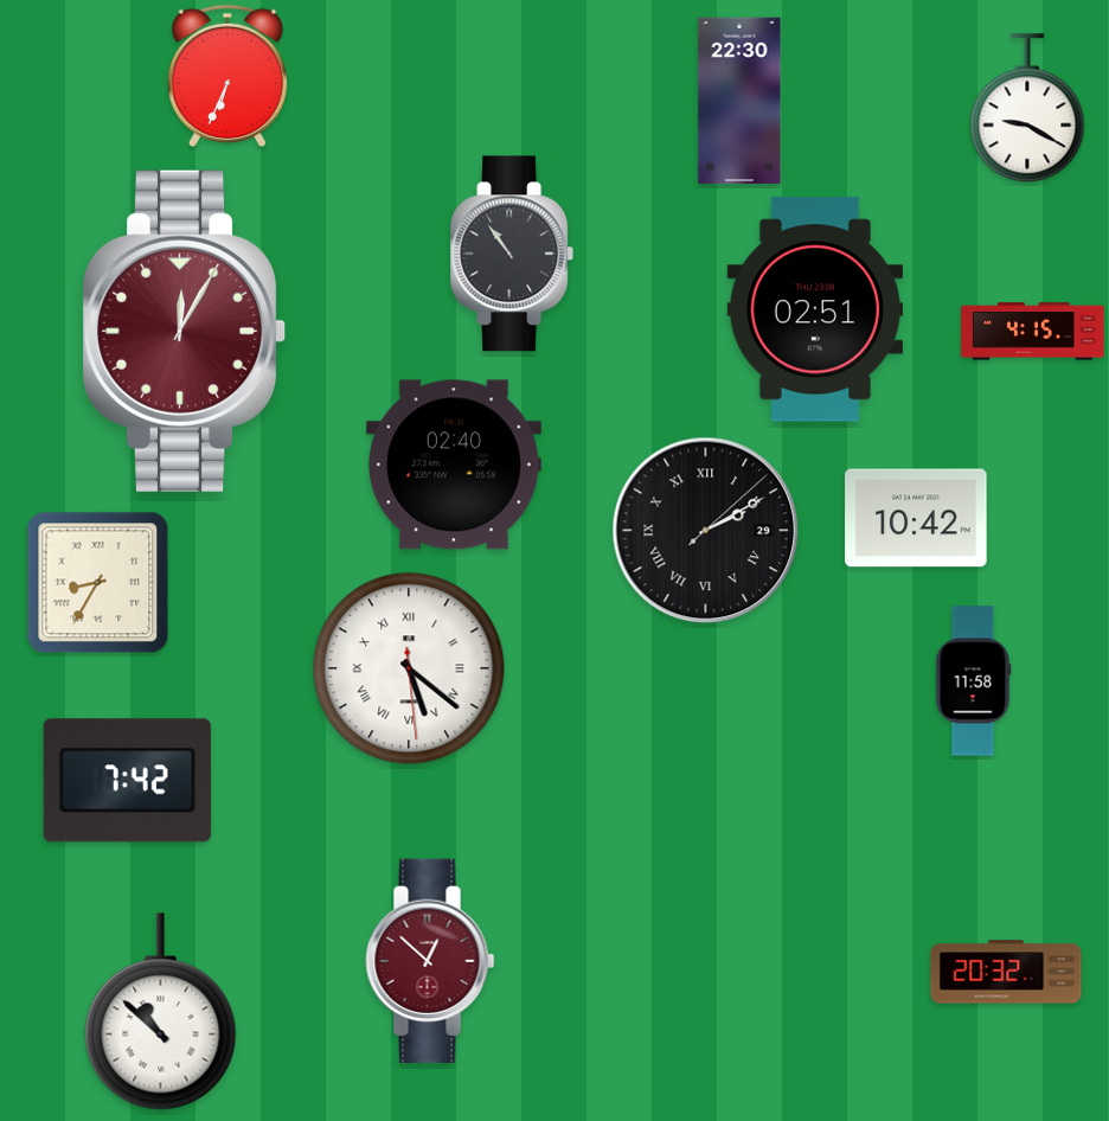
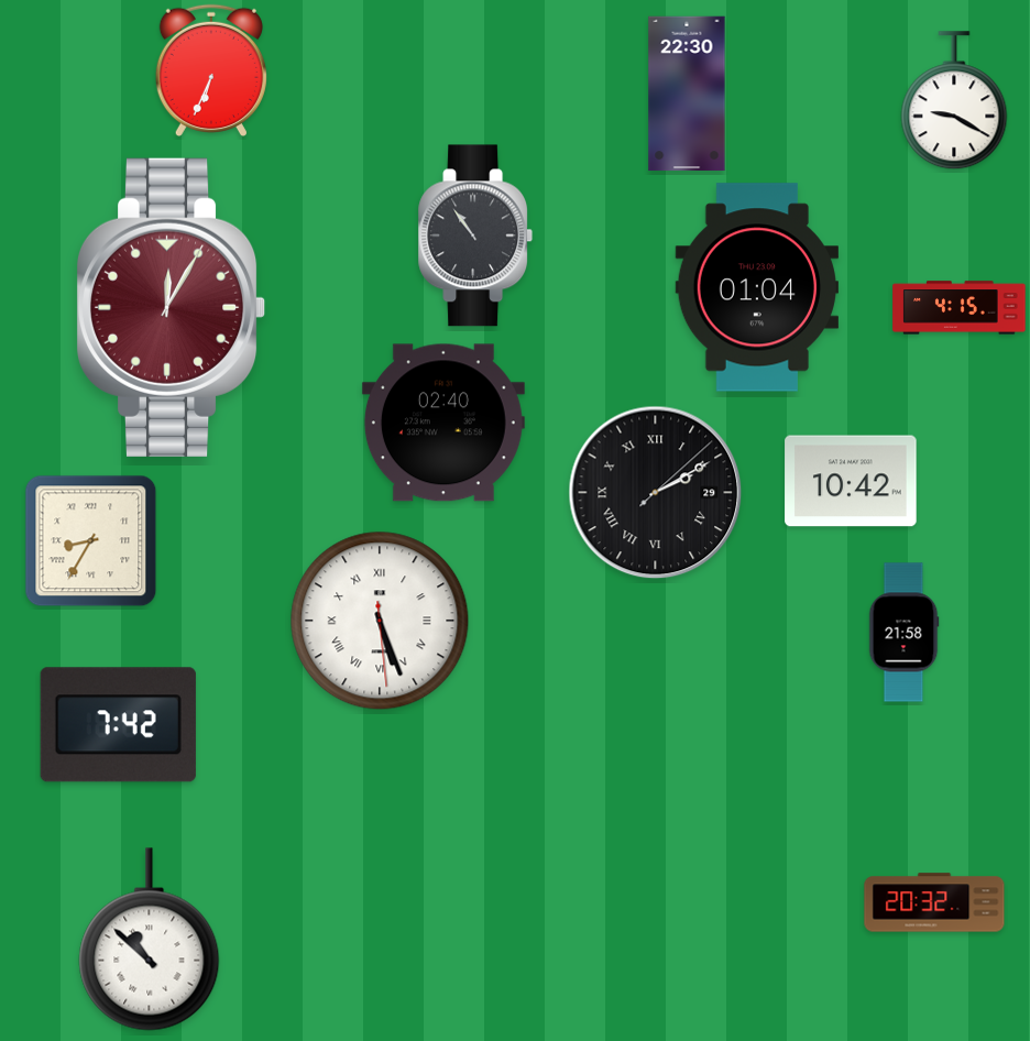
clock at (814, 309): 02:51 -> 01:04
clock at (454, 465) position: (454, 465) -> (443, 423)
clock at (409, 668): 5:21 -> 5:26
clock at (973, 681): 11:58 -> 21:58
clock at (430, 960): 12:52 -> none
